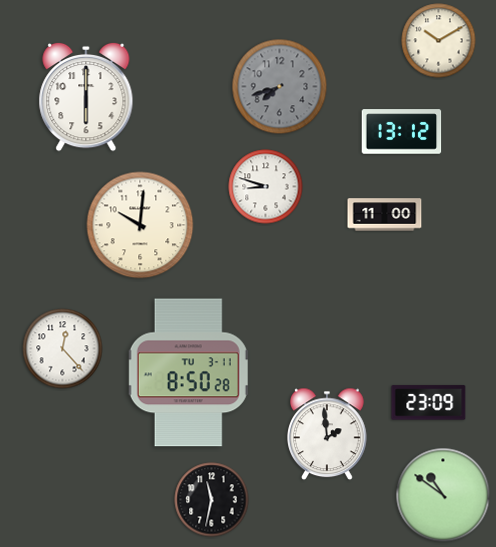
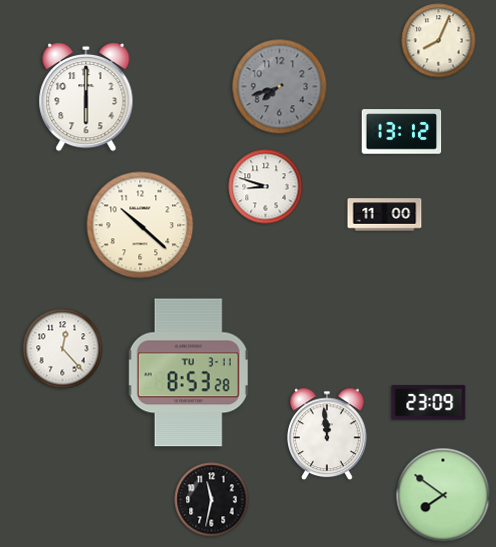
clock at (439, 41): 10:10 -> 8:04
clock at (140, 225): 10:01 -> 10:22
clock at (188, 373): 8:50 -> 8:53
clock at (328, 434): 1:59 -> 11:59
clock at (443, 495): 10:51 -> 7:51
